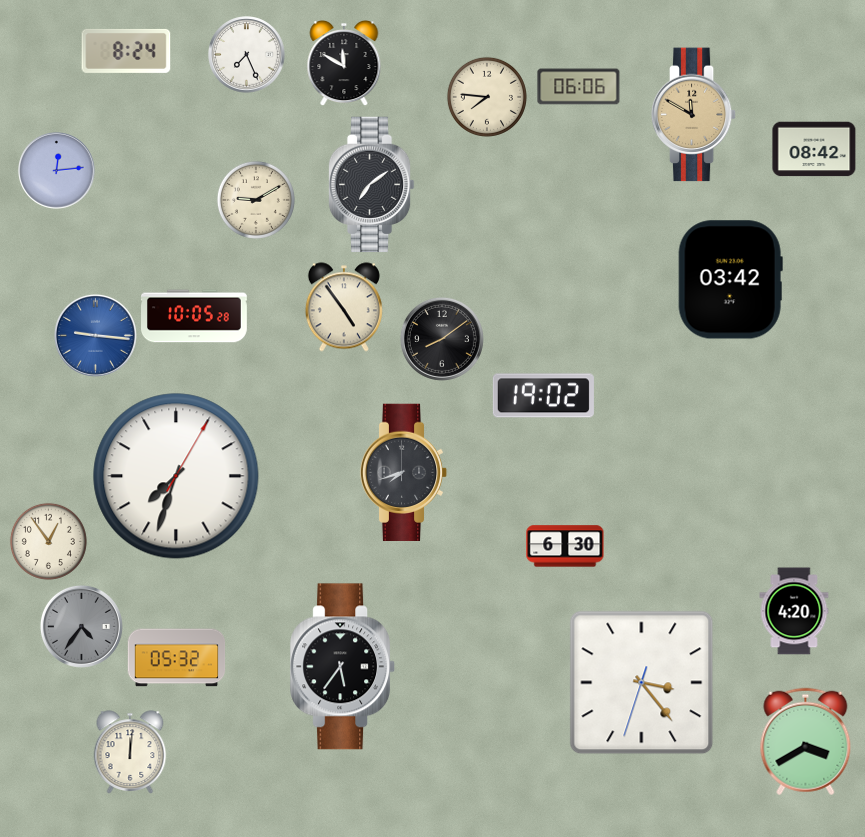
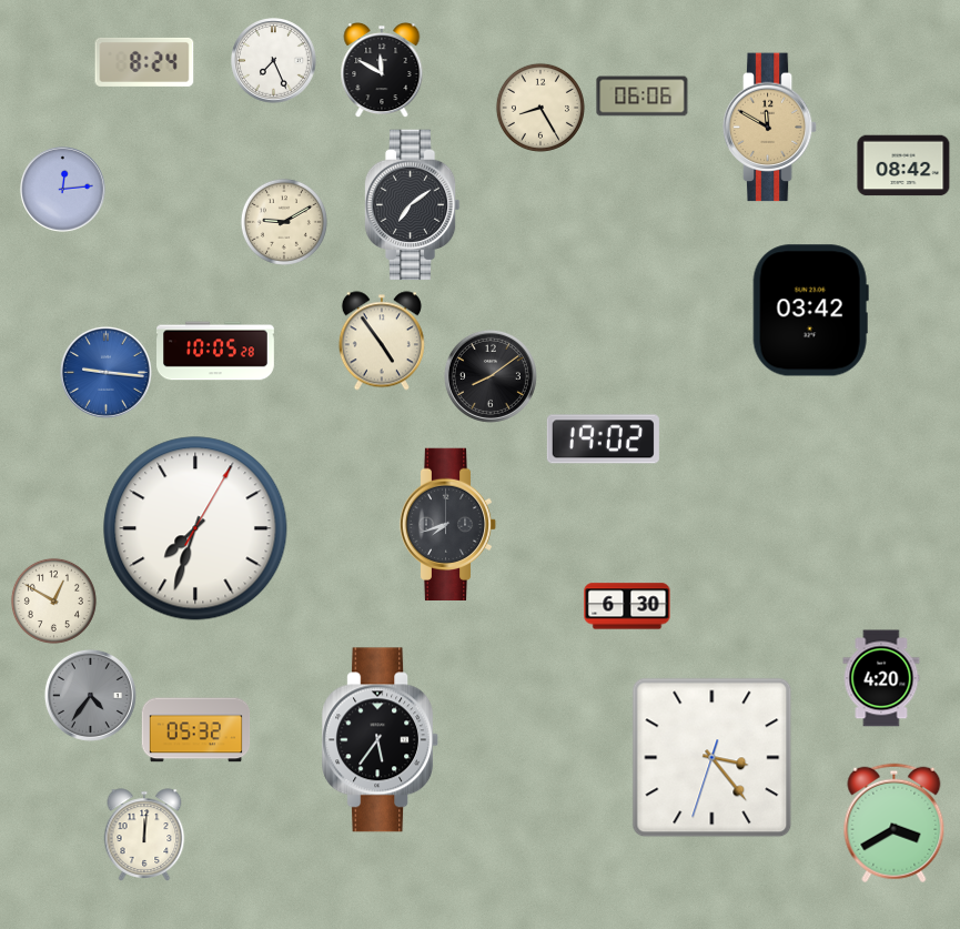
clock at (126, 51) position: (126, 51) -> (144, 62)
clock at (487, 97): 7:46 -> 8:25
clock at (48, 541): 12:54 -> 12:50
